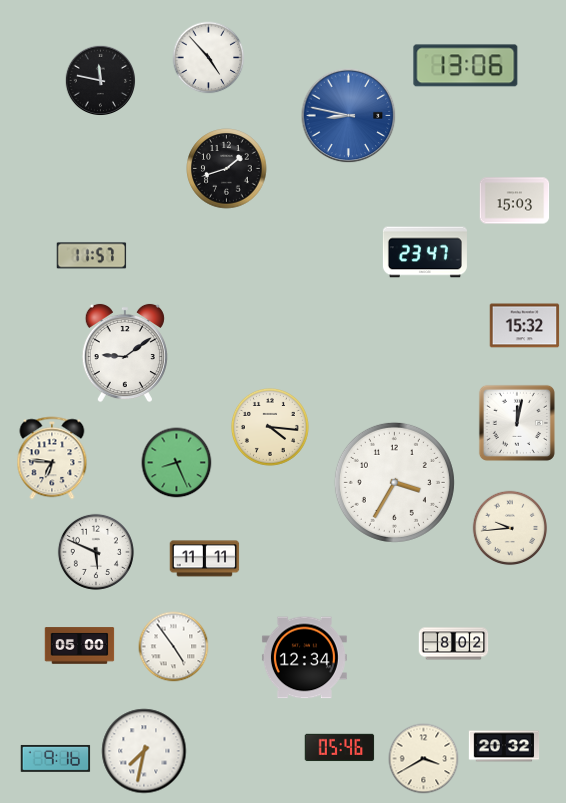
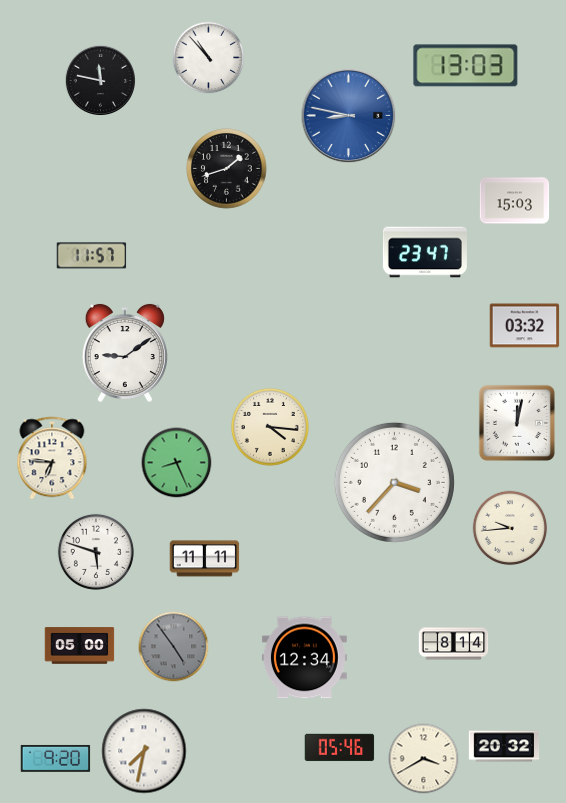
clock at (209, 58): 4:53 -> 10:53
clock at (466, 66): 13:06 -> 13:03
clock at (525, 326): 15:32 -> 03:32
clock at (394, 482): 3:35 -> 3:37
clock at (96, 552): 5:49 -> 5:48
clock at (454, 644): 8:02 -> 8:14
clock at (174, 647) dial: white -> grey
clock at (56, 758): 9:16 -> 9:20
